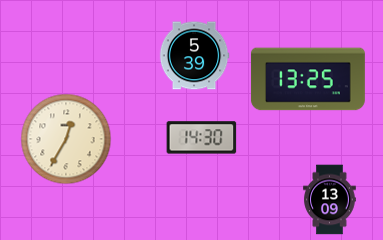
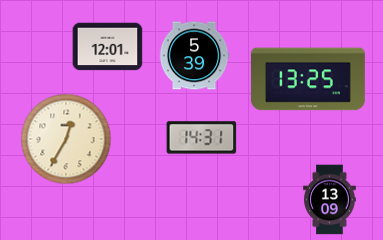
clock at (108, 47): none -> 12:01
clock at (202, 138): 14:30 -> 14:31
